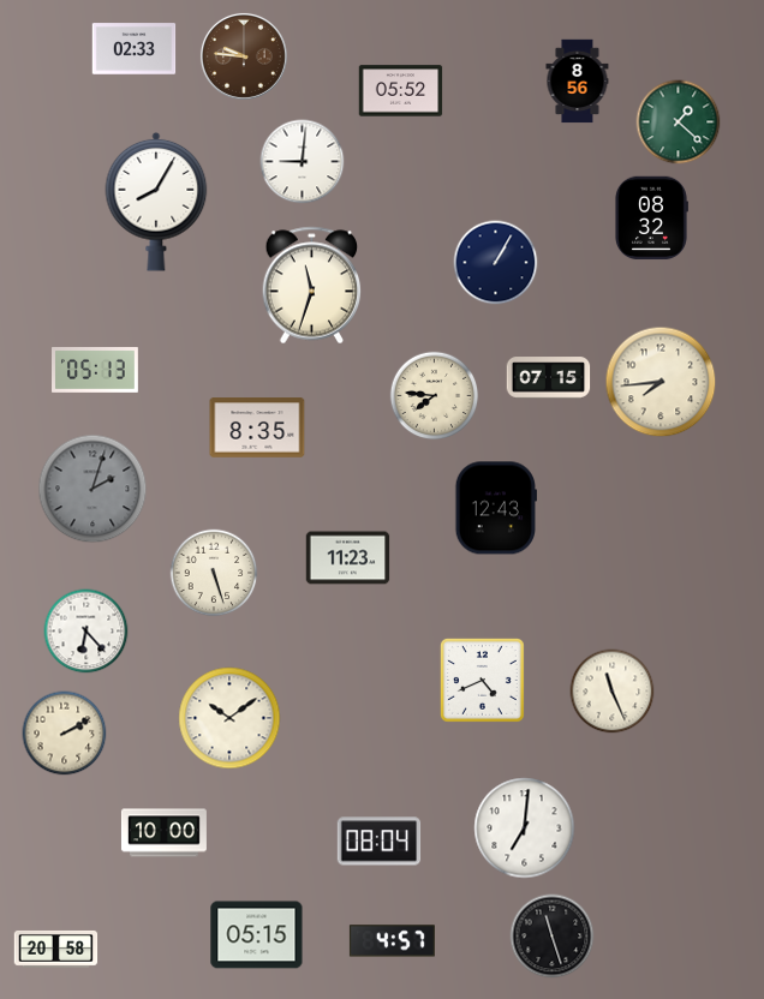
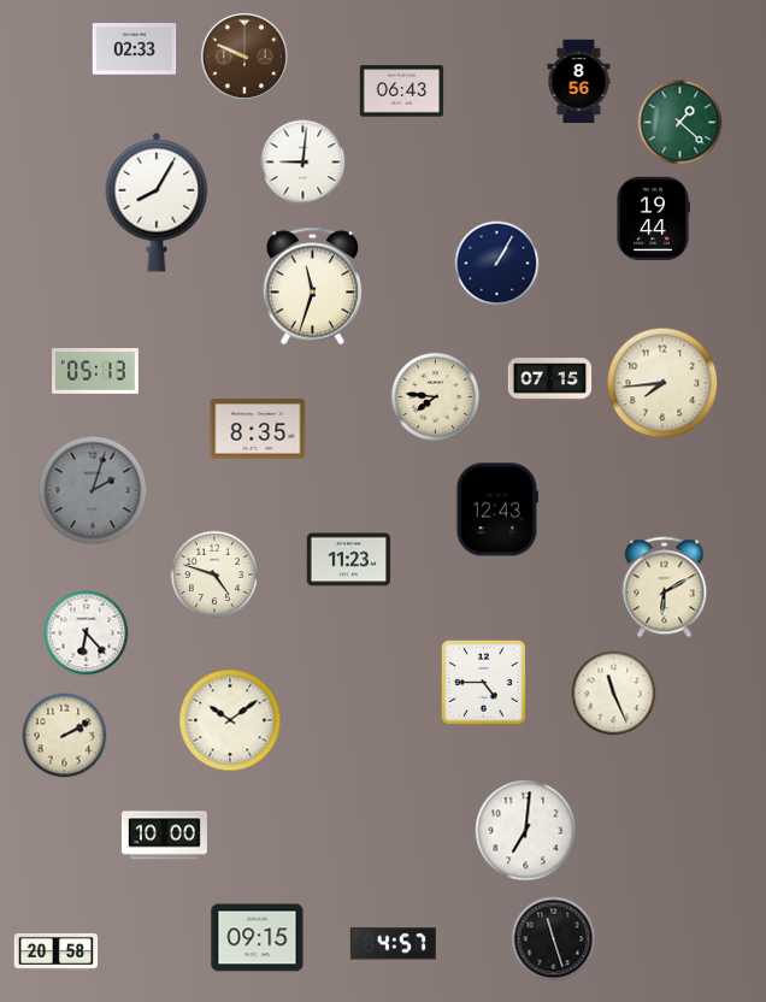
clock at (244, 56): 9:46 -> 9:49
clock at (401, 91): 05:52 -> 06:43
clock at (651, 219): 08:32 -> 19:44
clock at (214, 573): 5:27 -> 4:48
clock at (665, 588): none -> 6:10
clock at (482, 680): 4:41 -> 4:45
clock at (380, 842): 08:04 -> none
clock at (257, 935): 05:15 -> 09:15
